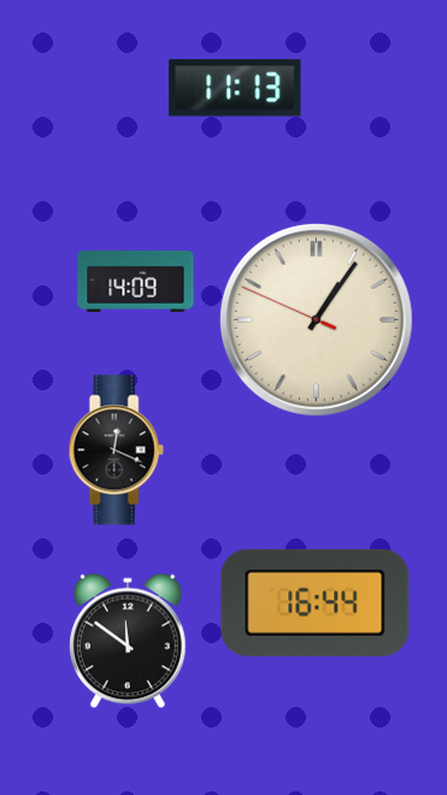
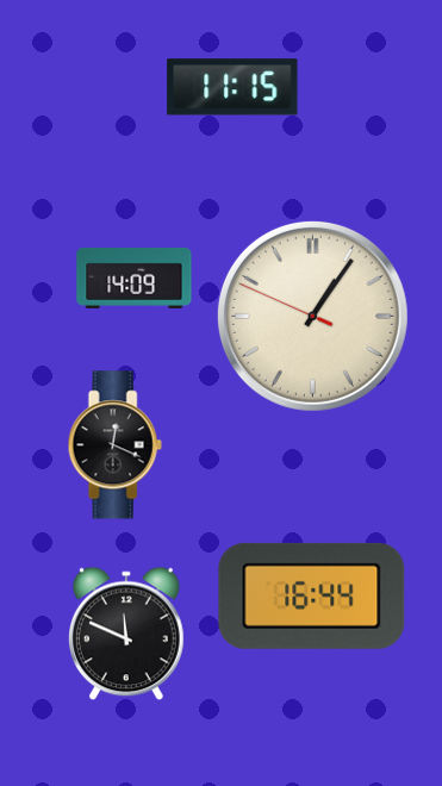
clock at (235, 88): 11:13 -> 11:15
clock at (129, 641): 11:51 -> 11:49
